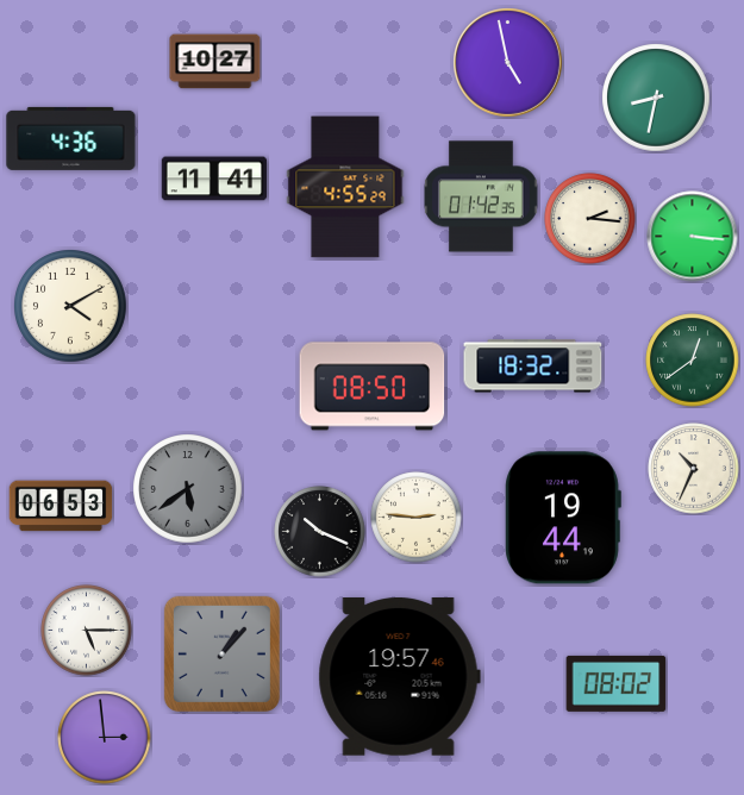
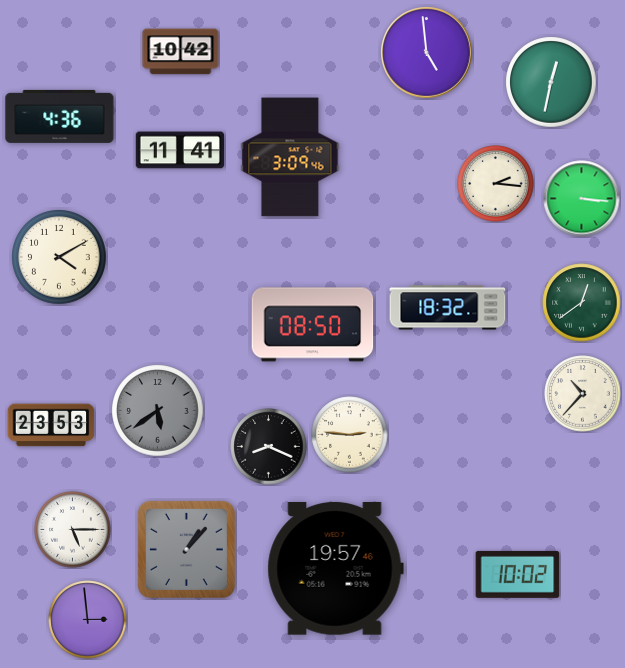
clock at (215, 62): 10:27 -> 10:42
clock at (508, 63): 4:58 -> 4:59
clock at (656, 98): 8:32 -> 12:32
clock at (345, 187): 4:55 -> 3:09
clock at (481, 196): 01:42 -> none
clock at (694, 469): 10:34 -> 10:37
clock at (61, 506): 06:53 -> 23:53
clock at (563, 518): 19:44 -> none
clock at (320, 532): 10:19 -> 8:19
clock at (617, 683): 08:02 -> 10:02
